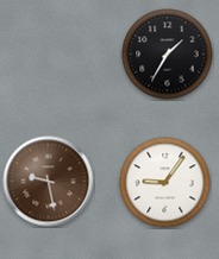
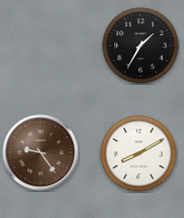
clock at (49, 182): 9:28 -> 9:24
clock at (165, 183): 9:06 -> 8:10
